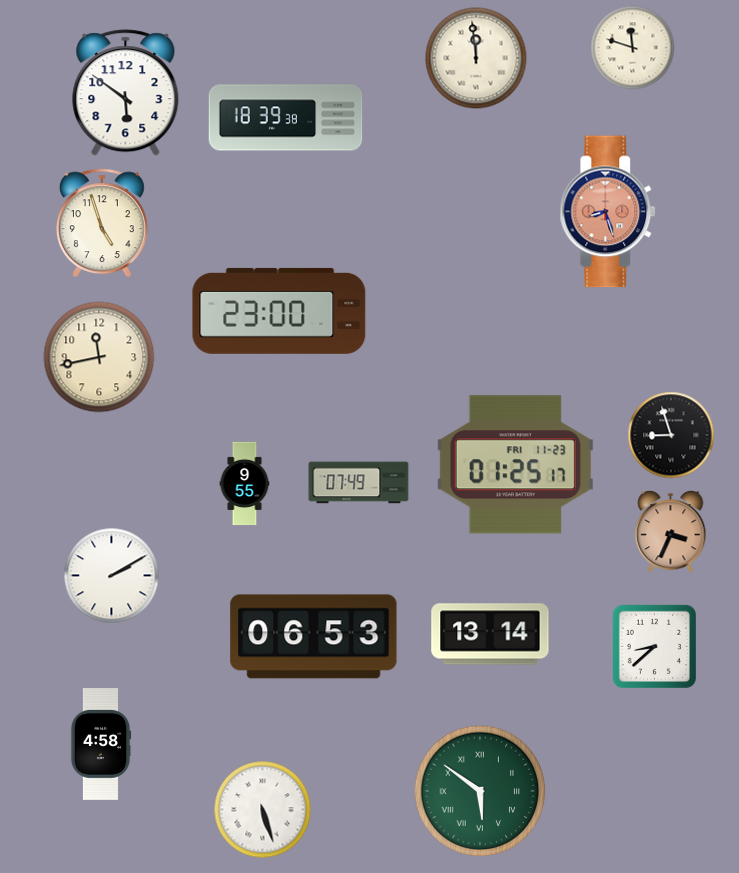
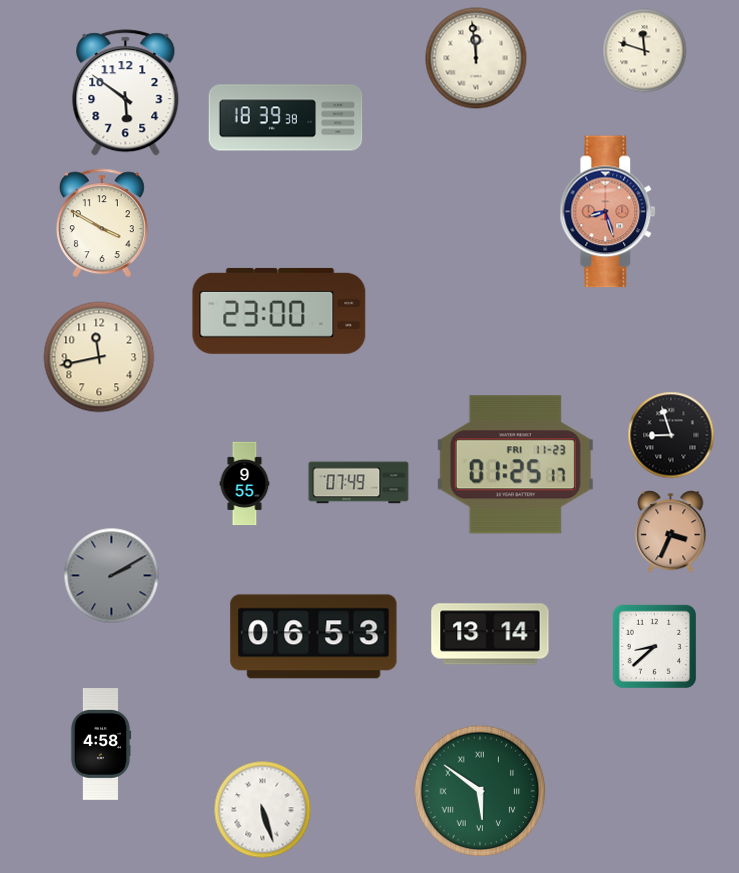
clock at (633, 48) position: (633, 48) -> (645, 51)
clock at (102, 223): 4:57 -> 3:50
clock at (112, 576) dial: white -> grey
